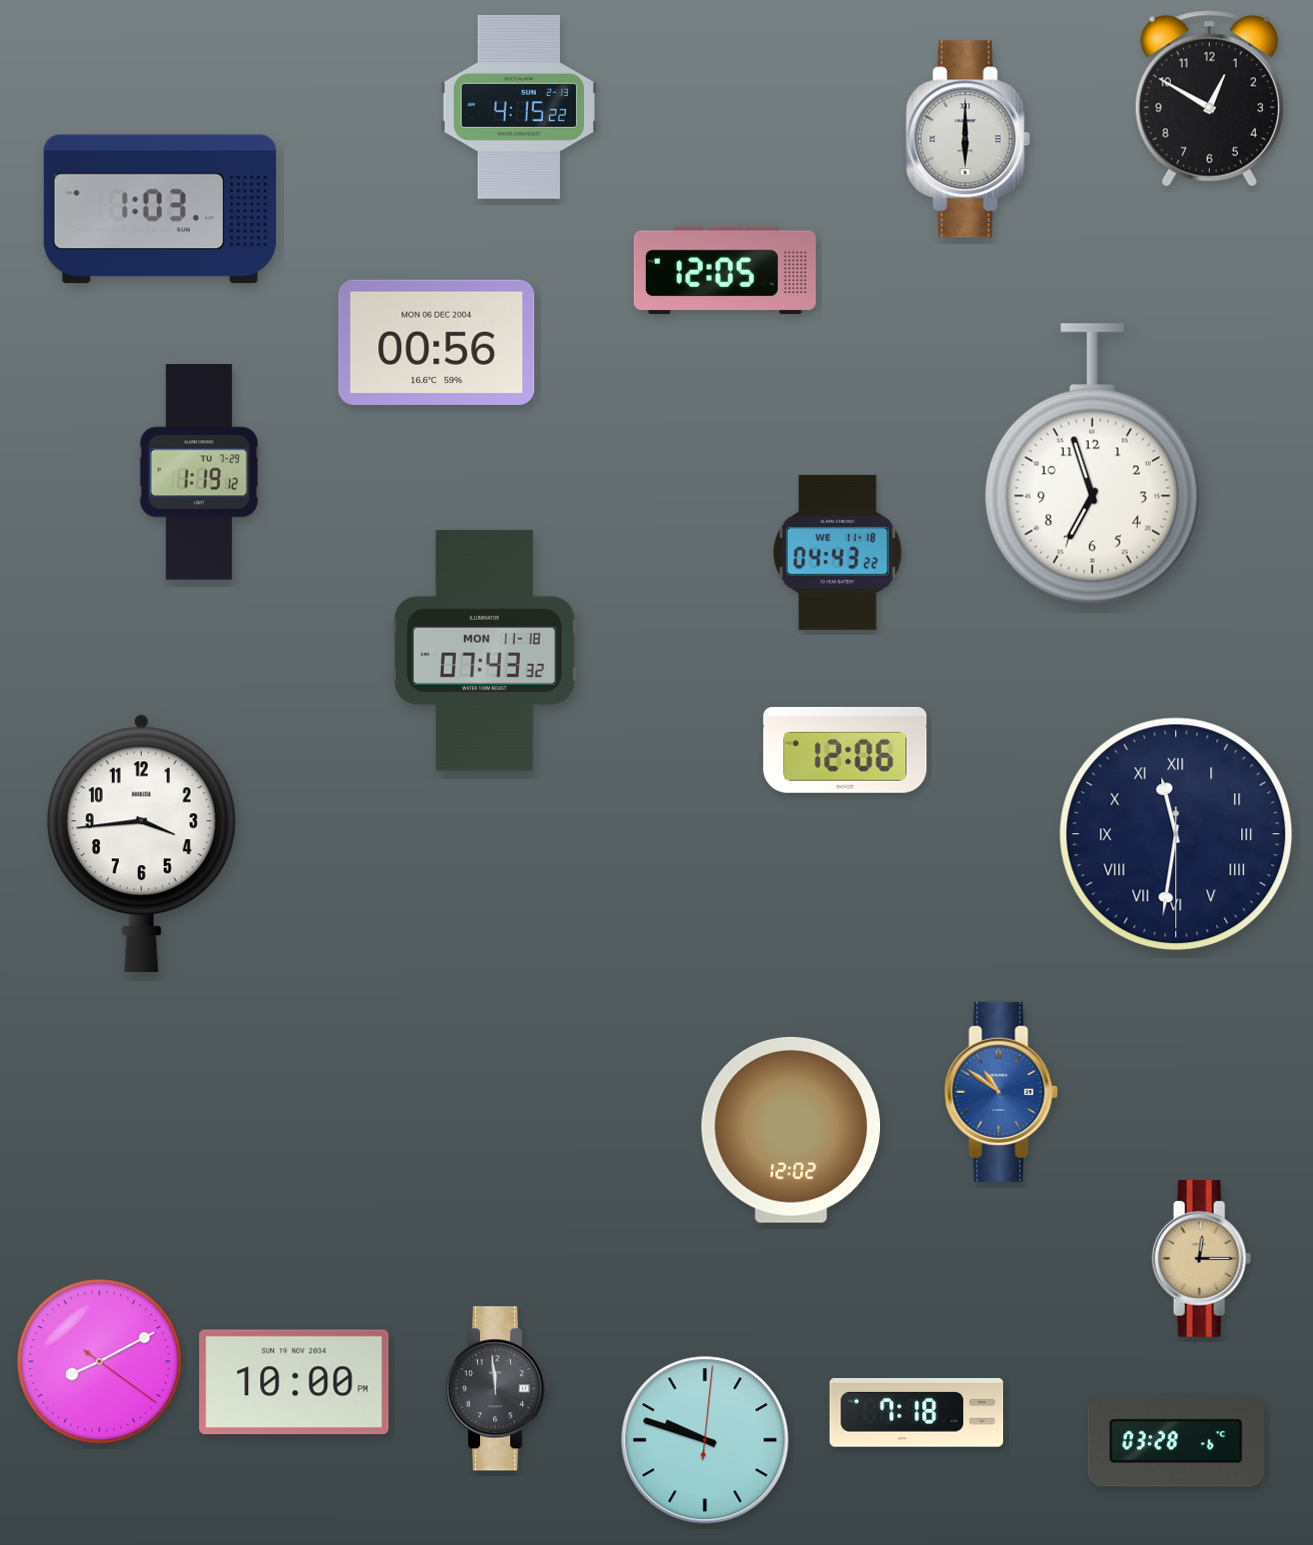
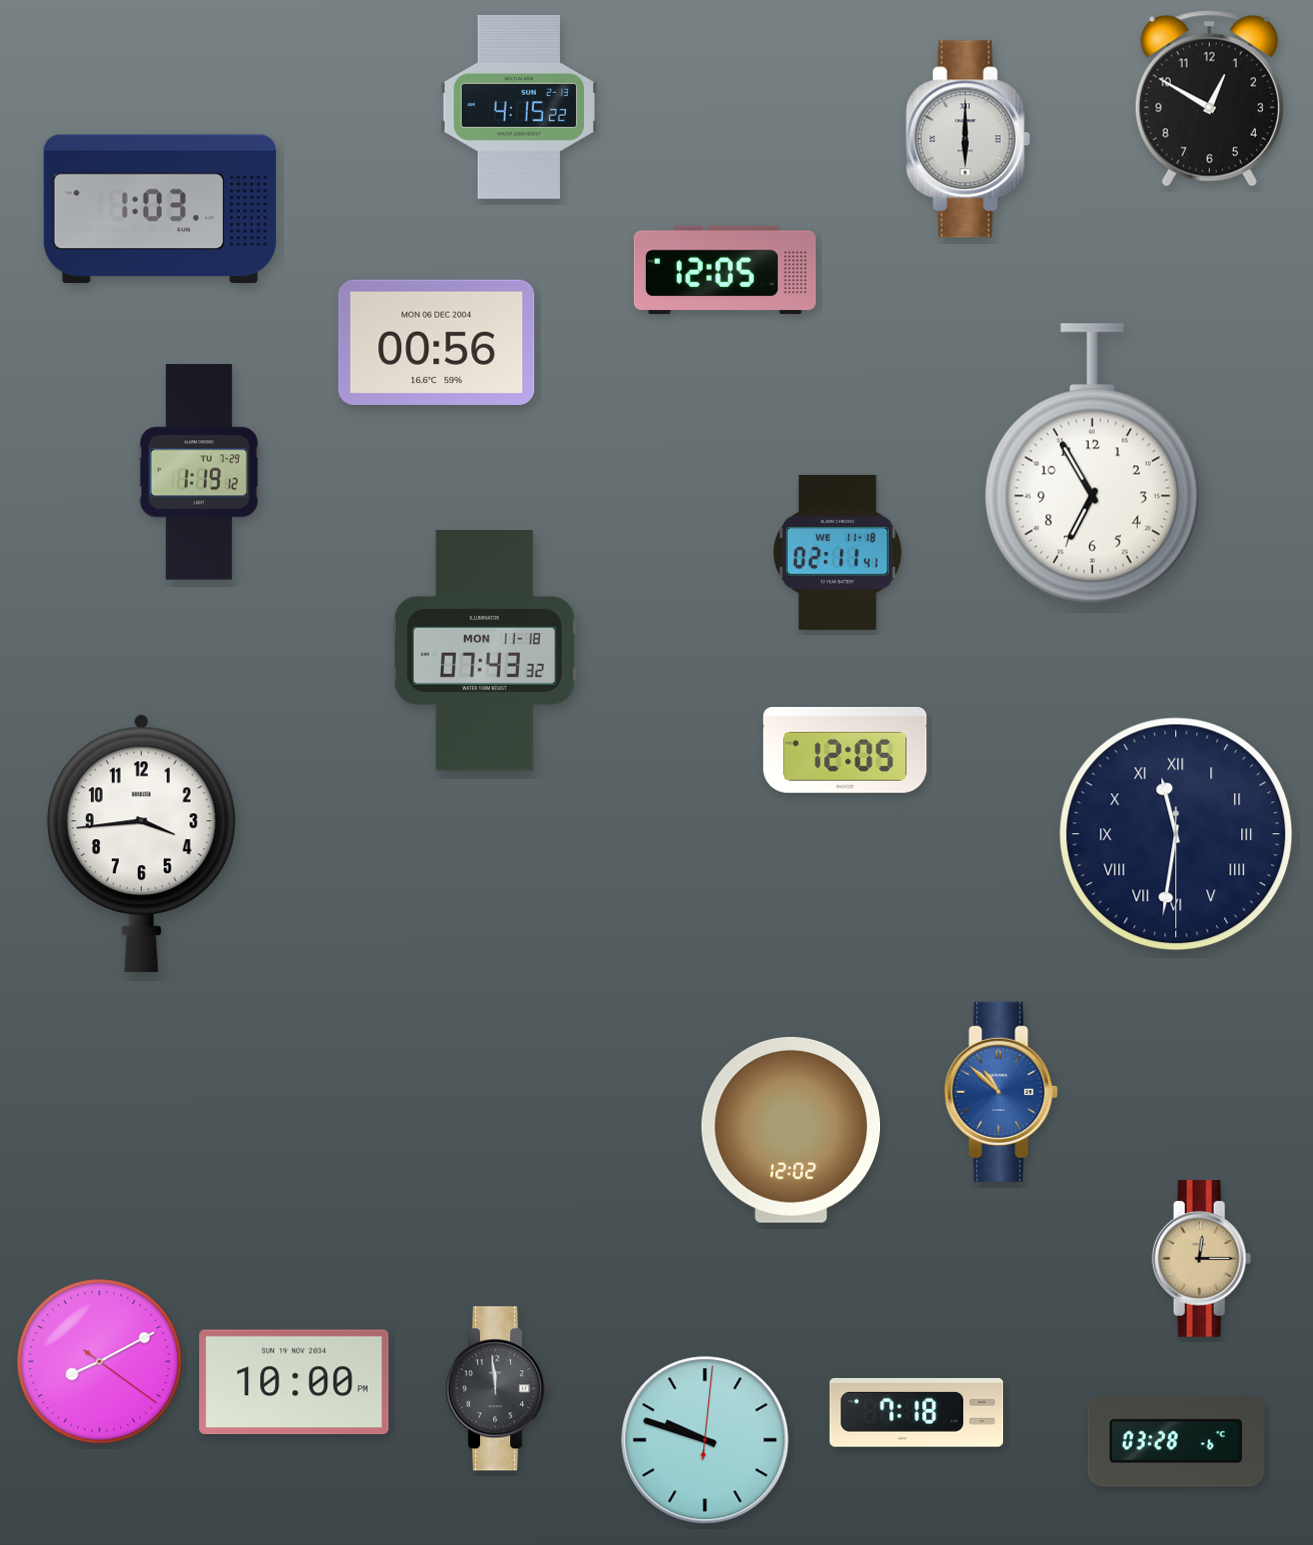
clock at (1092, 464): 6:57 -> 6:55
clock at (837, 552): 04:43 -> 02:11
clock at (845, 750): 12:06 -> 12:05
clock at (1001, 1092): 10:51 -> 10:52
